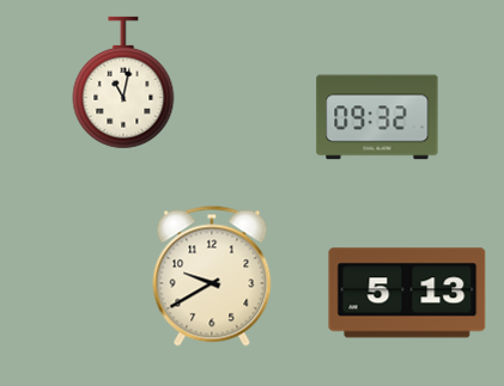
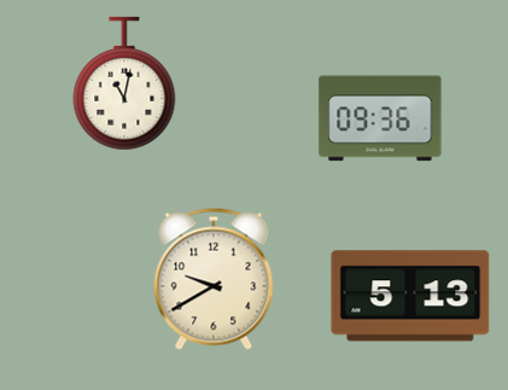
clock at (377, 117): 09:32 -> 09:36
